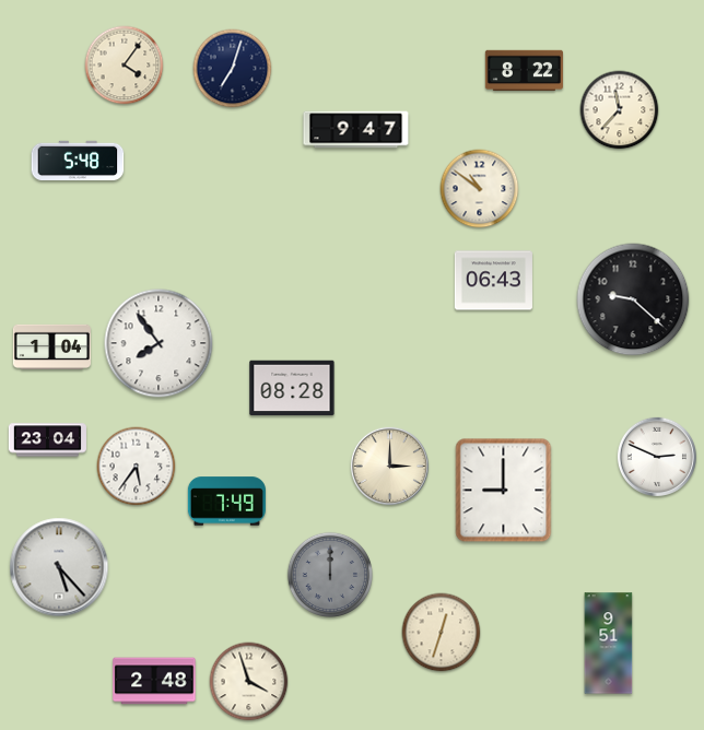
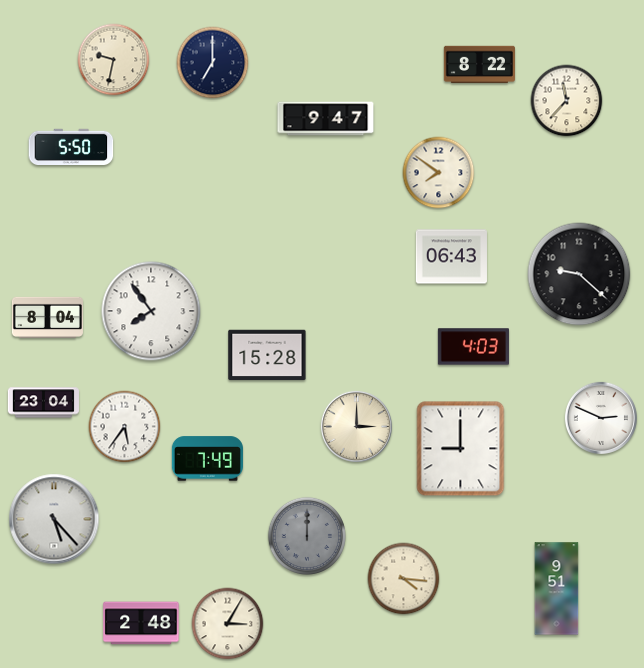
clock at (125, 66): 4:06 -> 9:32
clock at (233, 69): 7:03 -> 7:00
clock at (78, 160): 5:48 -> 5:50
clock at (480, 189): 10:51 -> 7:51
clock at (159, 343) position: (159, 343) -> (151, 311)
clock at (51, 346): 1:04 -> 8:04
clock at (473, 347): none -> 4:03
clock at (292, 388): 08:28 -> 15:28
clock at (330, 575) position: (330, 575) -> (307, 536)
clock at (442, 633): 12:33 -> 4:16
clock at (249, 682): 3:57 -> 3:05
